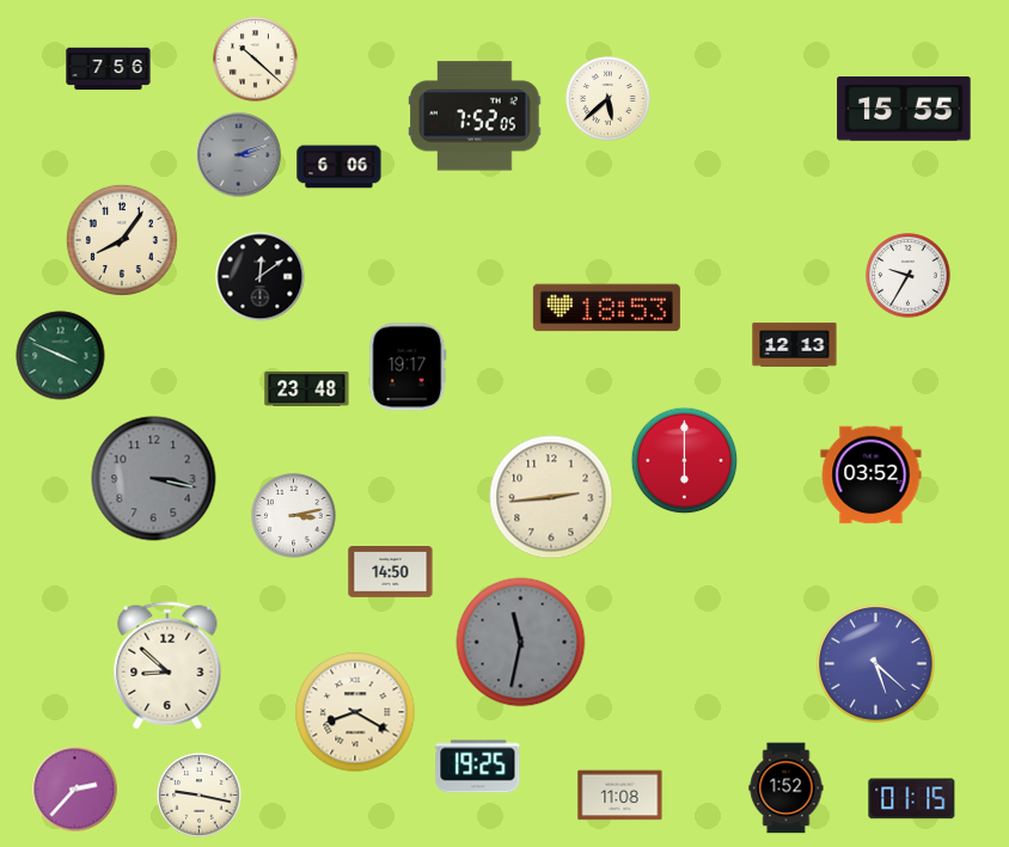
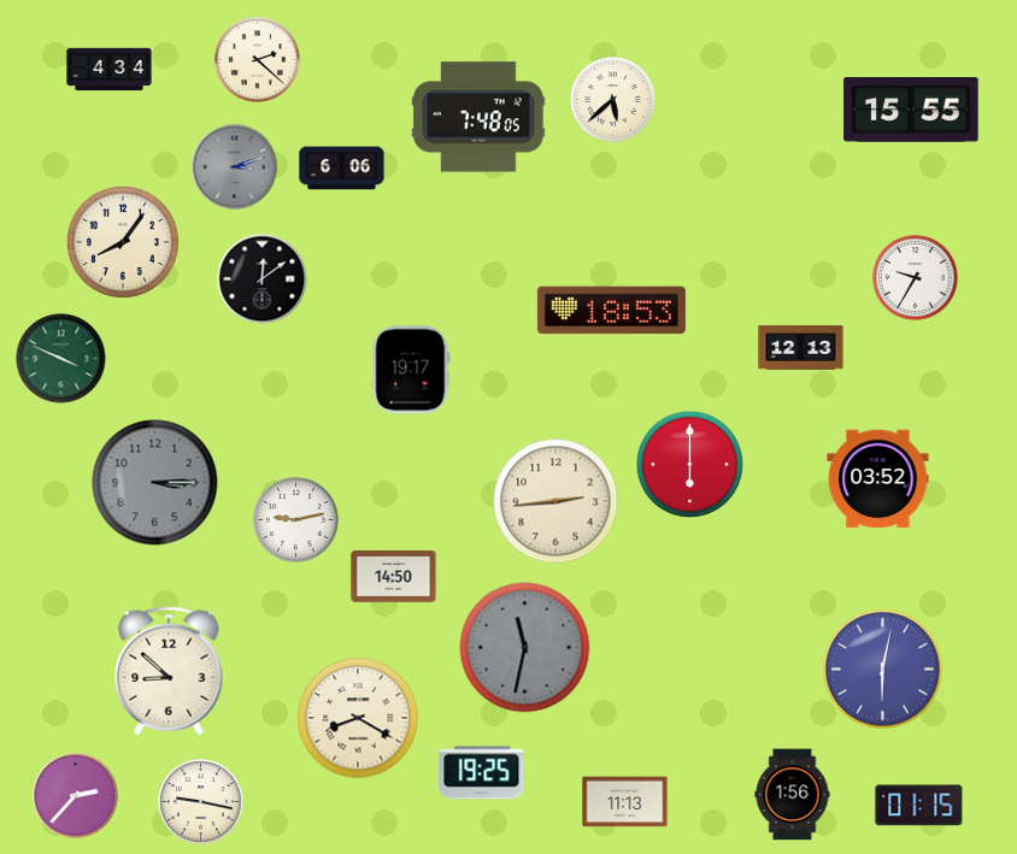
clock at (256, 60): 10:22 -> 2:22
clock at (109, 69): 7:56 -> 4:34
clock at (475, 116): 7:52 -> 7:48
clock at (239, 155) position: (239, 155) -> (235, 167)
clock at (307, 388): 23:48 -> none
clock at (154, 479): 3:17 -> 3:15
clock at (294, 516): 3:13 -> 9:13
clock at (876, 664): 5:22 -> 6:02
clock at (787, 788): 1:52 -> 1:56
clock at (620, 796): 11:08 -> 11:13
